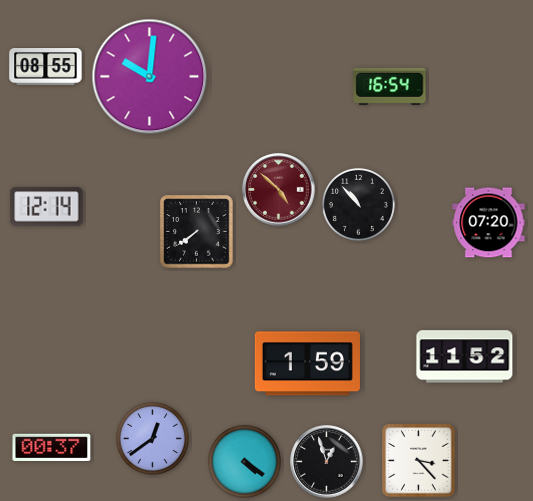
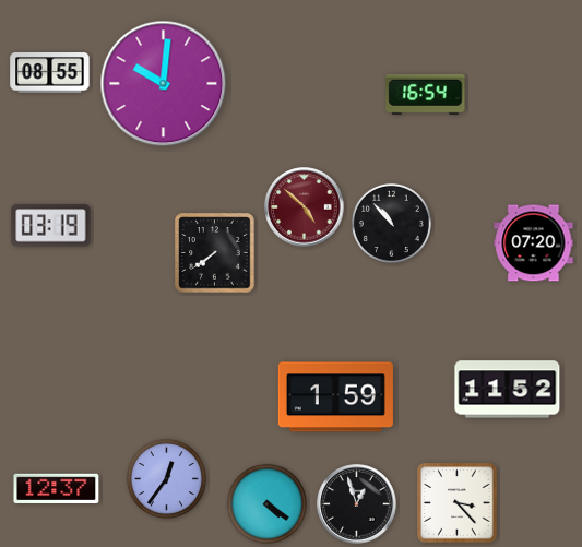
clock at (47, 207): 12:14 -> 03:19
clock at (152, 438): 12:39 -> 12:36
clock at (52, 447): 00:37 -> 12:37
